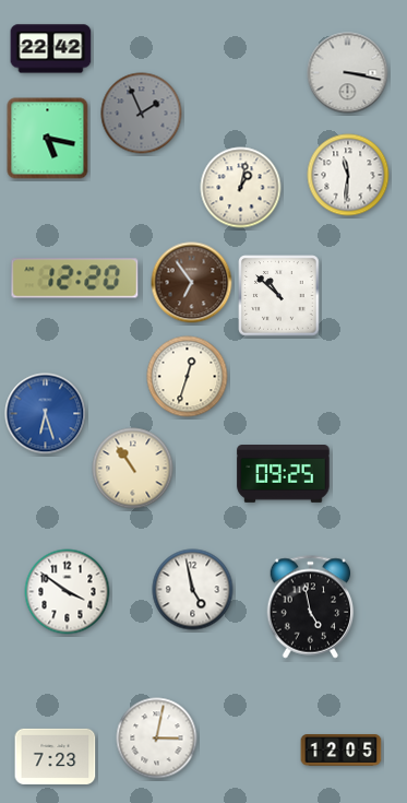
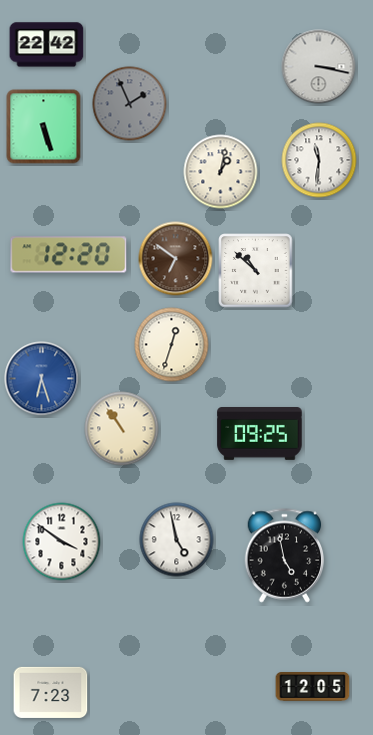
clock at (48, 139): 5:17 -> 5:27
clock at (192, 283): 6:54 -> 6:51
clock at (157, 739): 3:02 -> none
